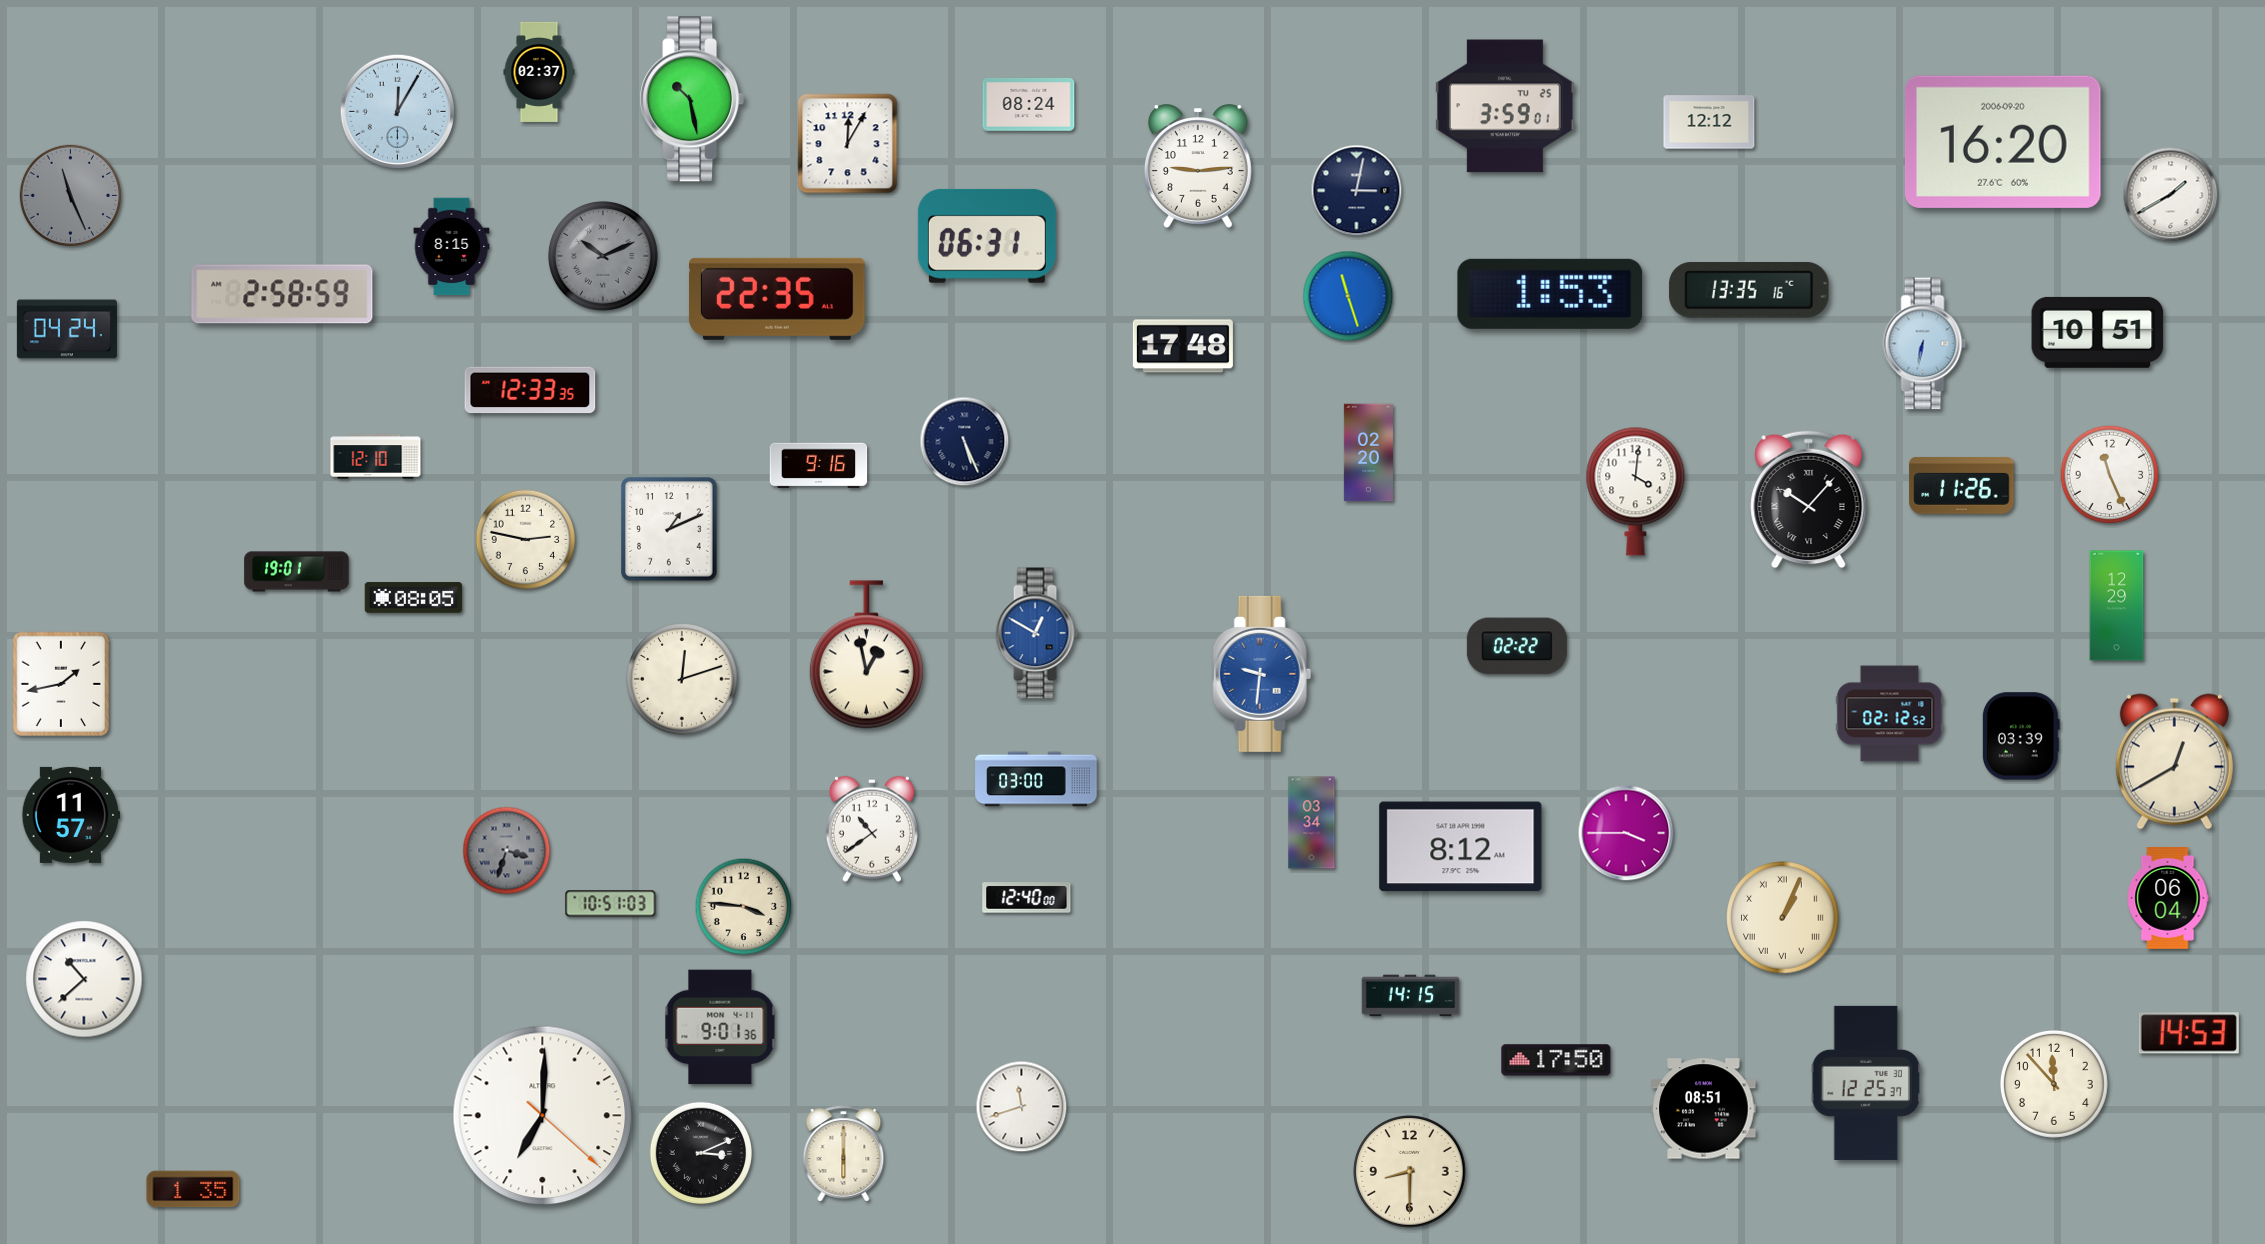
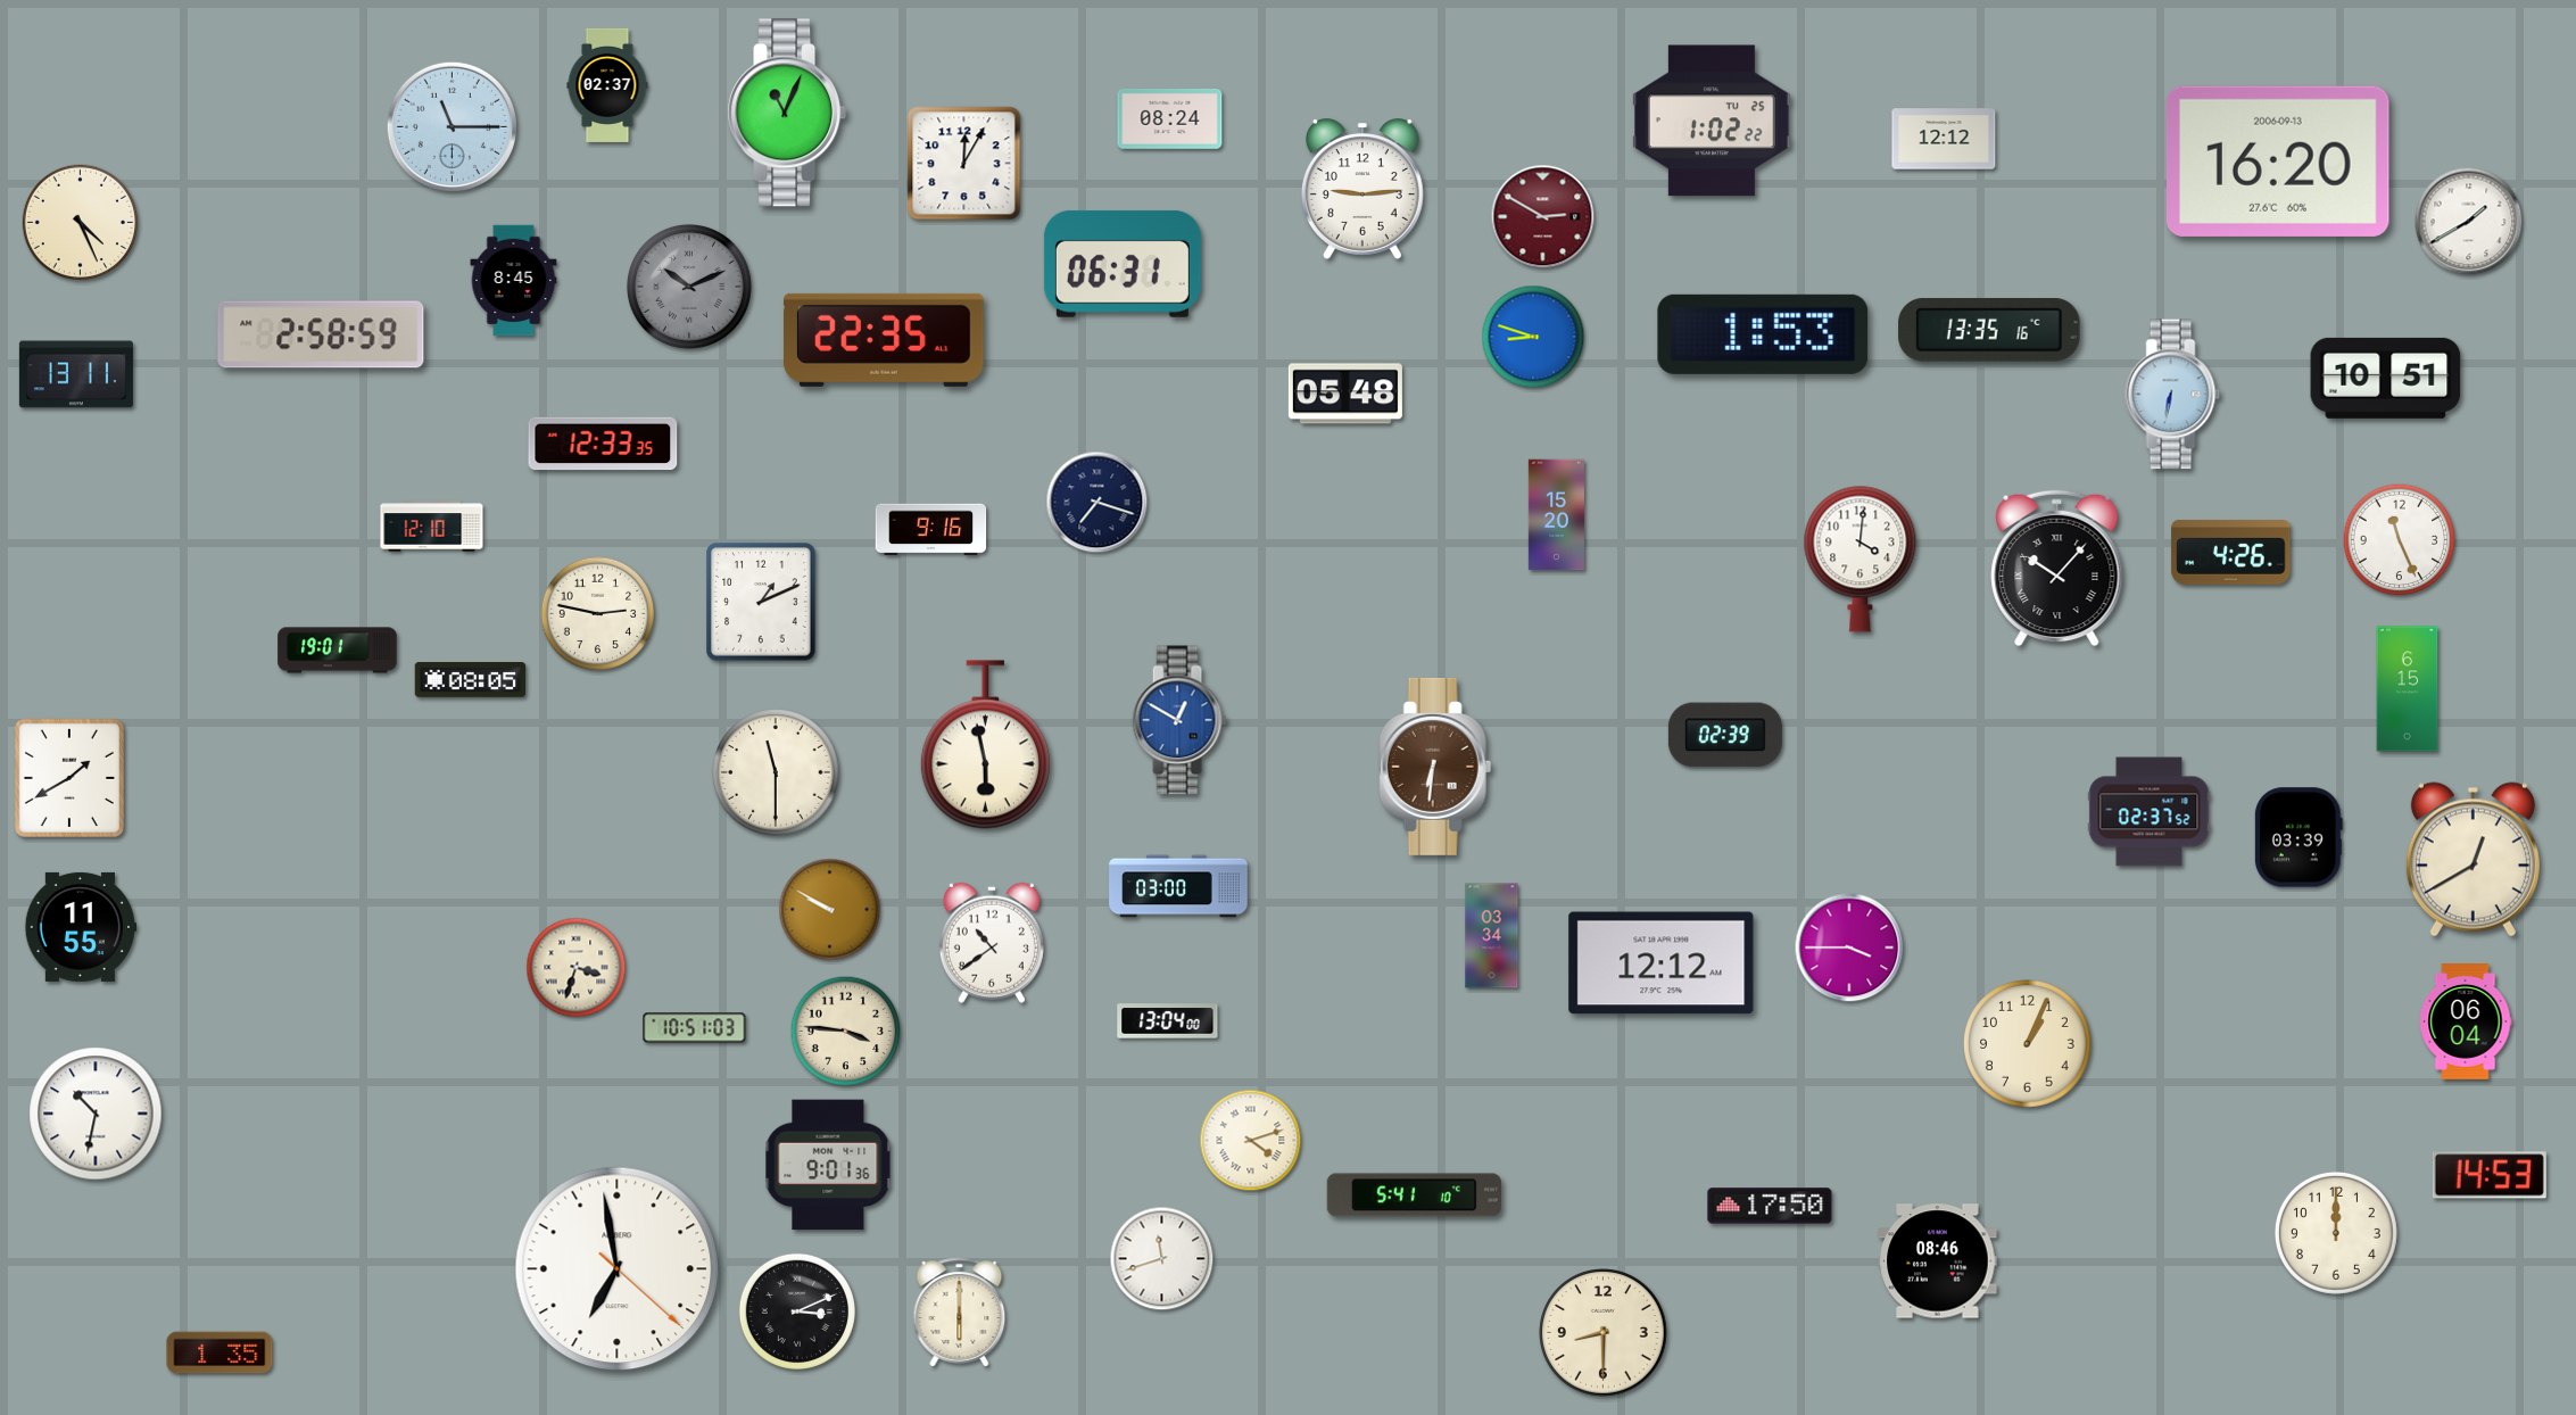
clock at (539, 72) position: (539, 72) -> (607, 85)
clock at (692, 99): 10:28 -> 11:04
clock at (1506, 106): 3:59 -> 1:02
clock at (397, 111): 12:05 -> 11:15
clock at (2003, 142) date: 2006-09-20 -> 2006-09-13
clock at (1357, 191): 3:02 -> 2:50
clock at (1357, 191) dial: navy -> burgundy
clock at (70, 195): 11:26 -> 4:26
clock at (70, 195) dial: grey -> cream
clock at (987, 236) position: (987, 236) -> (1123, 264)
clock at (452, 247): 8:15 -> 8:45
clock at (603, 256) position: (603, 256) -> (689, 287)
clock at (1348, 296): 11:27 -> 8:48
clock at (67, 329): 04:24 -> 13:11
clock at (1925, 344) position: (1925, 344) -> (2173, 395)
clock at (1183, 346): 17:48 -> 05:48
clock at (965, 442): 5:26 -> 7:18
clock at (1368, 453): 02:20 -> 15:20
clock at (376, 457) position: (376, 457) -> (432, 527)
clock at (1962, 485): 11:26 -> 4:26
clock at (2117, 606): 12:29 -> 6:15
clock at (1517, 646): 02:22 -> 02:39
clock at (866, 655): 12:58 -> 5:58
clock at (1262, 674): 9:31 -> 6:31
clock at (1262, 674) dial: blue -> brown
clock at (683, 680): 12:12 -> 11:30
clock at (61, 684): 1:43 -> 1:40
clock at (1890, 714): 02:12 -> 02:37
clock at (2174, 762) position: (2174, 762) -> (2473, 860)
clock at (830, 910): none -> 9:50
clock at (71, 815): 11:57 -> 11:55
clock at (1461, 847): 8:12 -> 12:12
clock at (507, 851) dial: grey -> cream
clock at (1027, 898): 12:40 -> 13:04
clock at (1783, 918) numerals: Roman -> Arabic
clock at (84, 979): 10:38 -> 10:32
clock at (1411, 996): 14:15 -> none
clock at (1251, 1141): none -> 4:12
clock at (720, 1027) position: (720, 1027) -> (828, 1165)
clock at (1414, 1195): none -> 5:41
clock at (1866, 1083): 12:25 -> none
clock at (2054, 1084): 11:53 -> 12:00
clock at (1704, 1109): 08:51 -> 08:46
clock at (543, 1116): 7:00 -> 6:58
